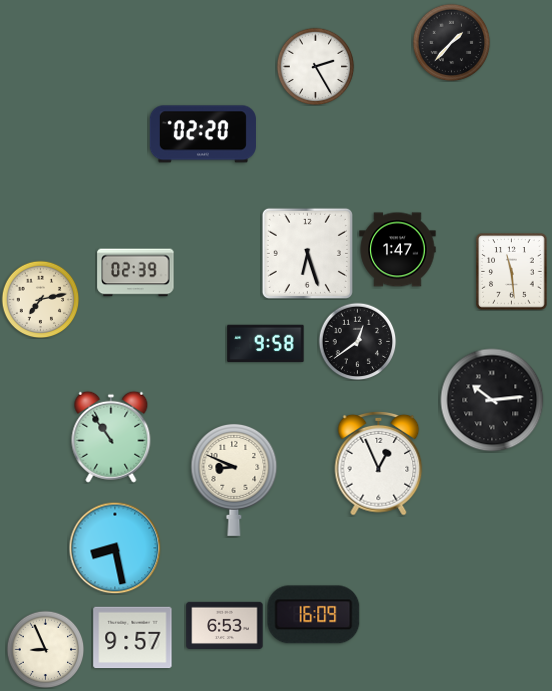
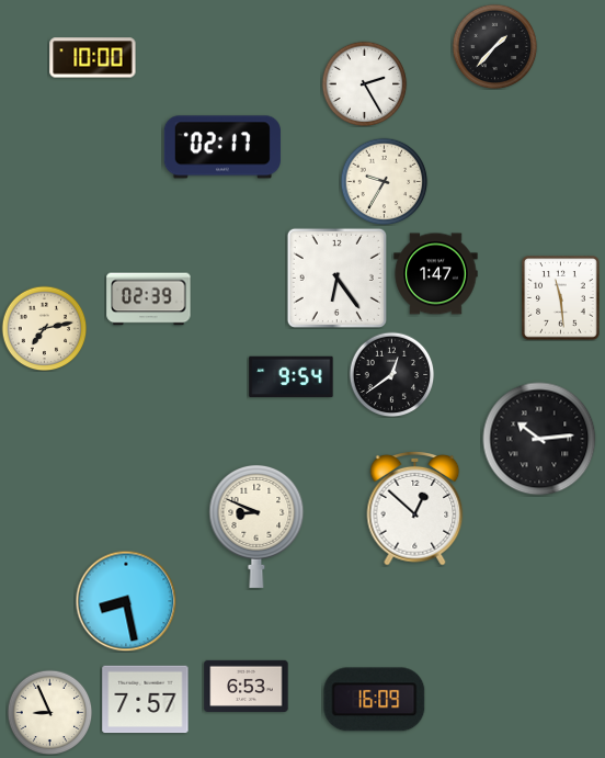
clock at (93, 58): none -> 10:00
clock at (315, 66) position: (315, 66) -> (364, 83)
clock at (203, 134): 02:20 -> 02:17
clock at (384, 181): none -> 9:35
clock at (307, 253): 6:27 -> 6:24
clock at (266, 344): 9:58 -> 9:54
clock at (111, 437): 10:54 -> none
clock at (379, 463): 12:56 -> 12:52
clock at (314, 615) position: (314, 615) -> (375, 700)
clock at (133, 638): 9:57 -> 7:57
